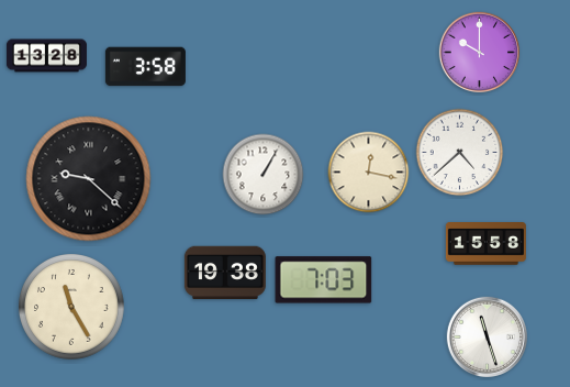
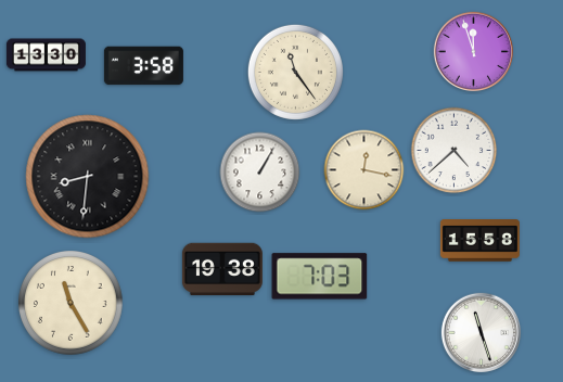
clock at (479, 52): 10:00 -> 11:57
clock at (46, 56): 13:28 -> 13:30
clock at (295, 72): none -> 11:24
clock at (89, 179): 9:22 -> 8:31
